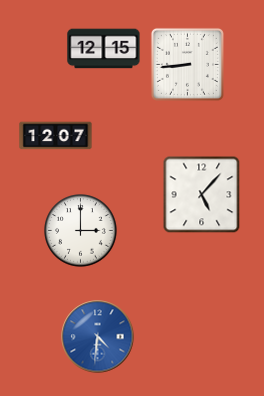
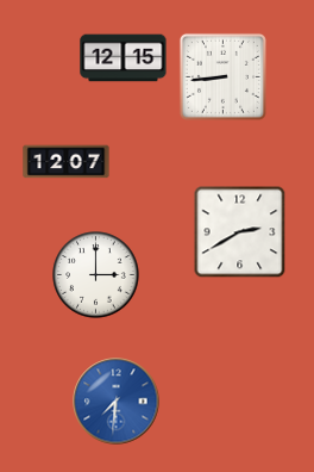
clock at (202, 195): 5:07 -> 2:40
clock at (98, 337): 4:31 -> 7:31
